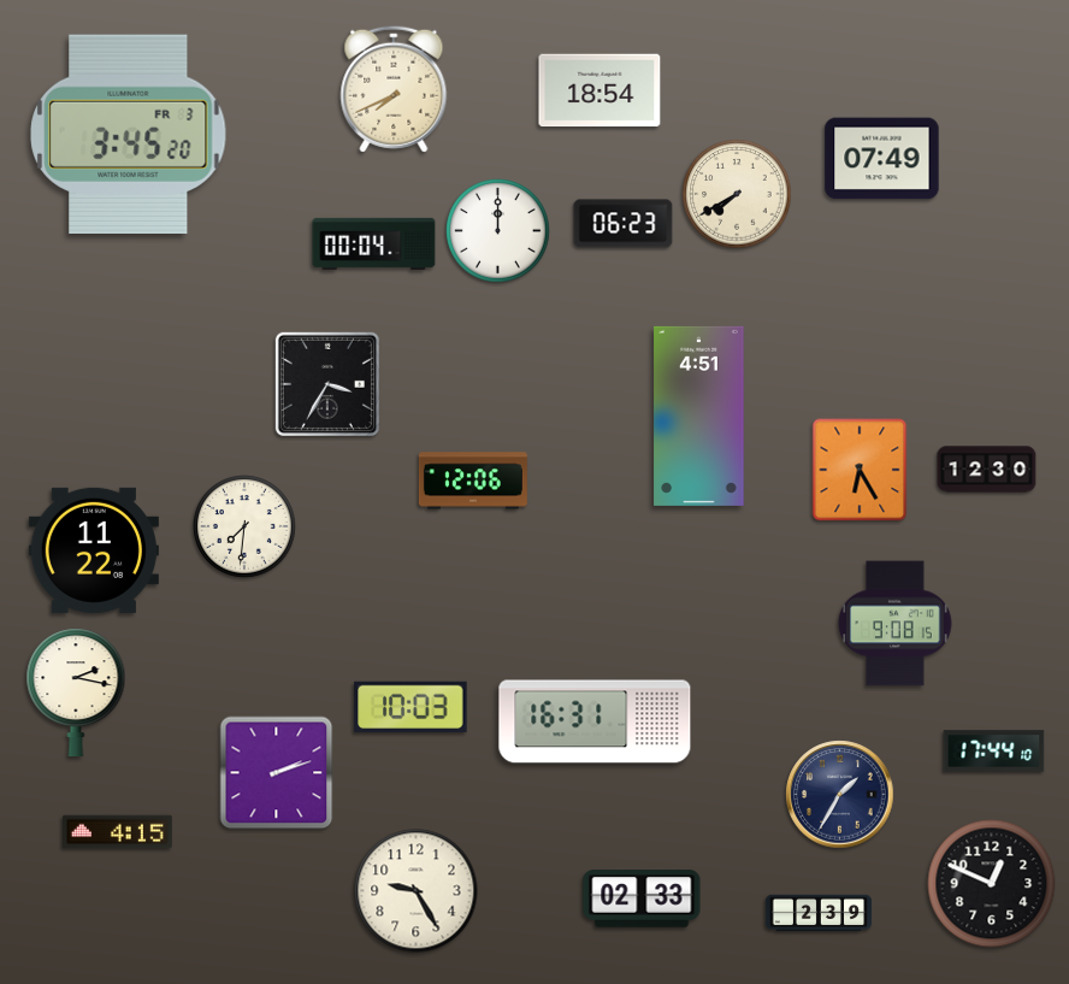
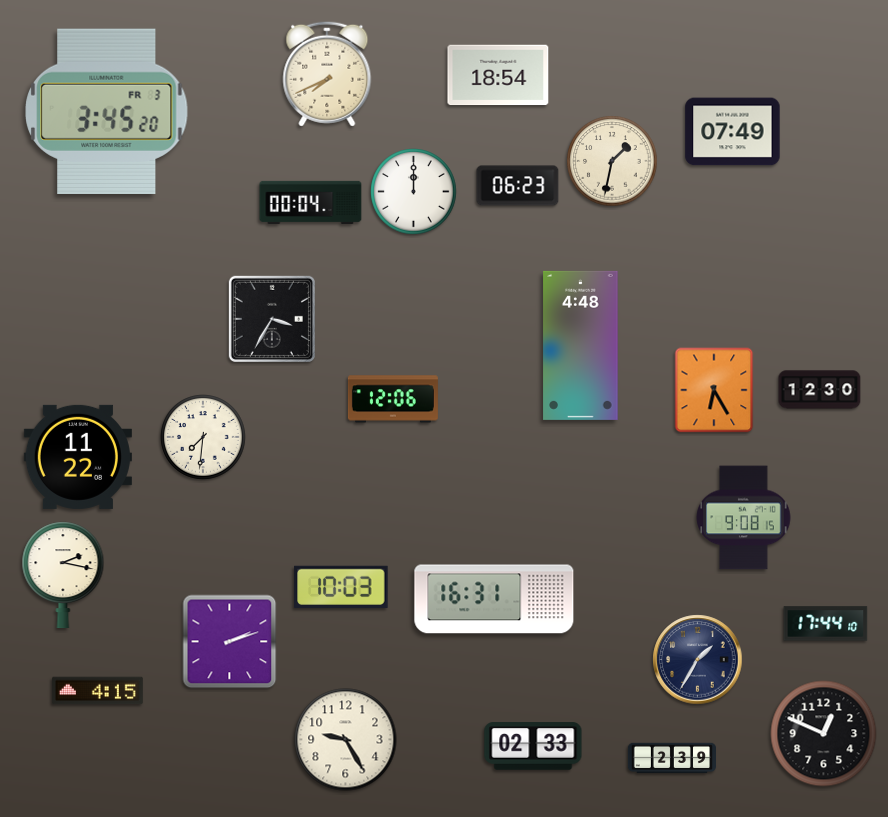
clock at (737, 194): 7:40 -> 1:32
clock at (699, 416): 4:51 -> 4:48
clock at (817, 913) position: (817, 913) -> (671, 758)
